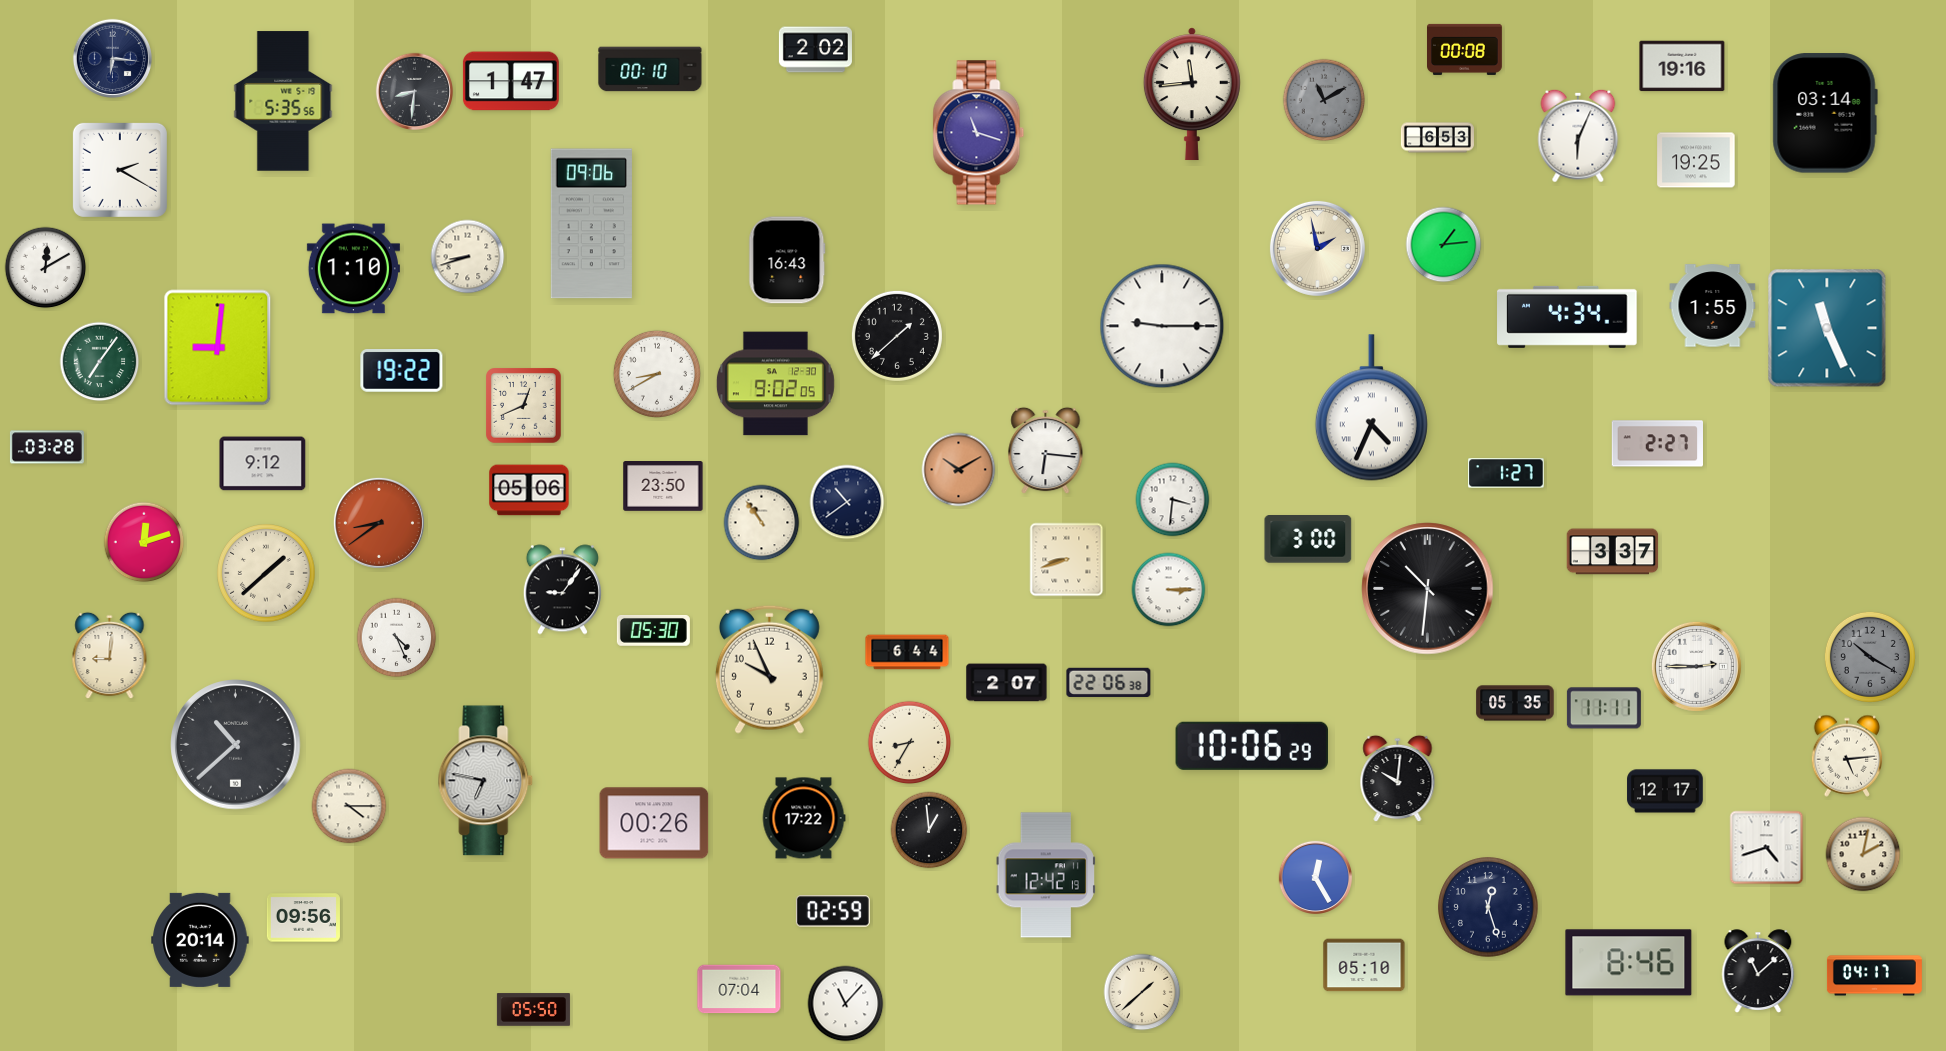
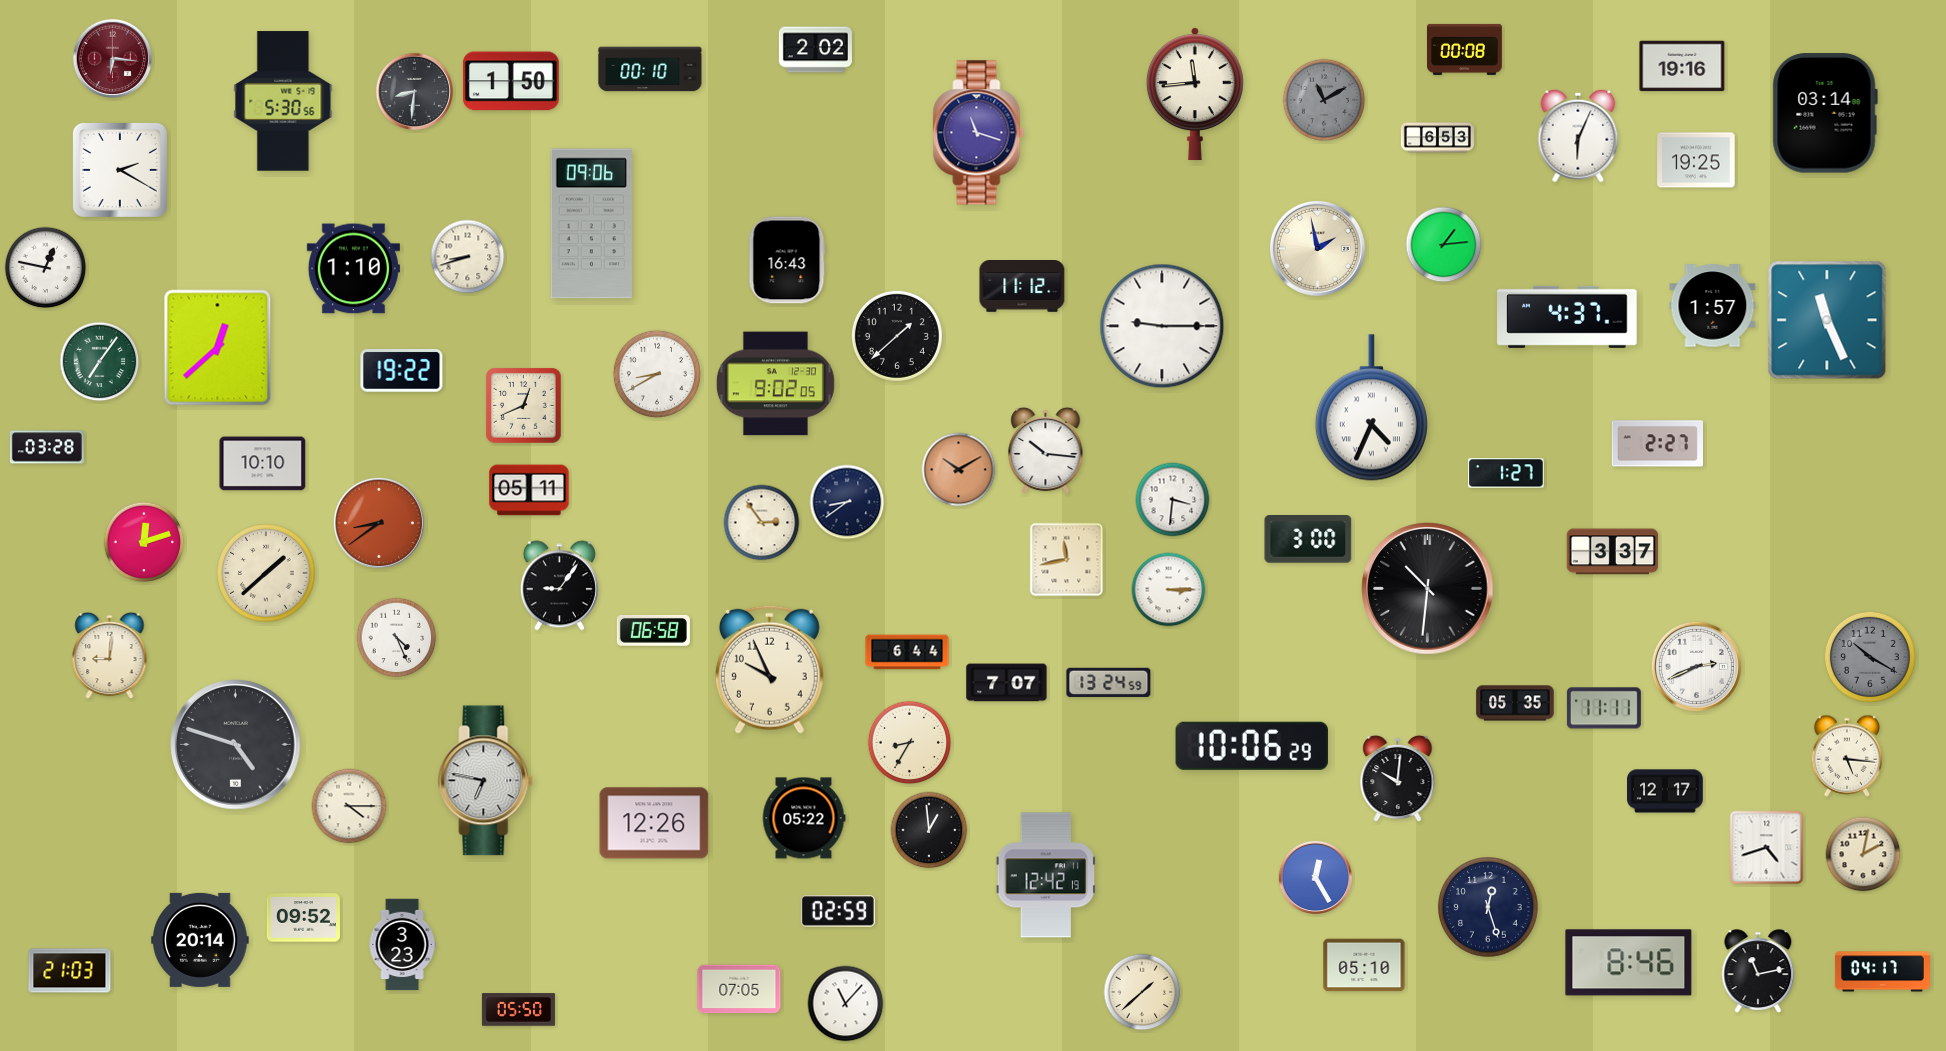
clock at (112, 58) dial: navy -> burgundy
clock at (511, 81): 1:47 -> 1:50
clock at (1192, 94) position: (1192, 94) -> (1195, 94)
clock at (283, 101): 5:35 -> 5:30
clock at (46, 268): 12:10 -> 12:47
clock at (1022, 287): none -> 11:12
clock at (1713, 306): 1:55 -> 1:57
clock at (1567, 317): 4:34 -> 4:37
clock at (1827, 328) position: (1827, 328) -> (1827, 320)
clock at (218, 348): 9:01 -> 12:38
clock at (1046, 451): 6:16 -> 10:16
clock at (263, 464): 9:12 -> 10:10
clock at (663, 487): 23:50 -> none
clock at (529, 490): 05:06 -> 05:11
clock at (847, 502): 10:39 -> 8:39
clock at (762, 523): 10:54 -> 2:54
clock at (1067, 560): 8:42 -> 11:43
clock at (562, 590) position: (562, 590) -> (559, 586)
clock at (653, 630): 05:30 -> 06:58
clock at (1696, 666): 2:45 -> 2:41
clock at (1109, 682): 22:06 -> 13:24
clock at (1007, 683): 2:07 -> 7:07
clock at (236, 745): 10:38 -> 4:48
clock at (1847, 756): 5:14 -> 5:16
clock at (804, 818): 17:22 -> 05:22
clock at (654, 823): 00:26 -> 12:26
clock at (833, 911) position: (833, 911) -> (838, 911)
clock at (303, 918): 09:56 -> 09:52
clock at (402, 945): none -> 3:23
clock at (70, 971): none -> 21:03
clock at (1758, 971): 11:08 -> 11:13
clock at (1874, 976) position: (1874, 976) -> (1882, 972)
clock at (739, 989): 07:04 -> 07:05
clock at (533, 1010) position: (533, 1010) -> (518, 1010)
